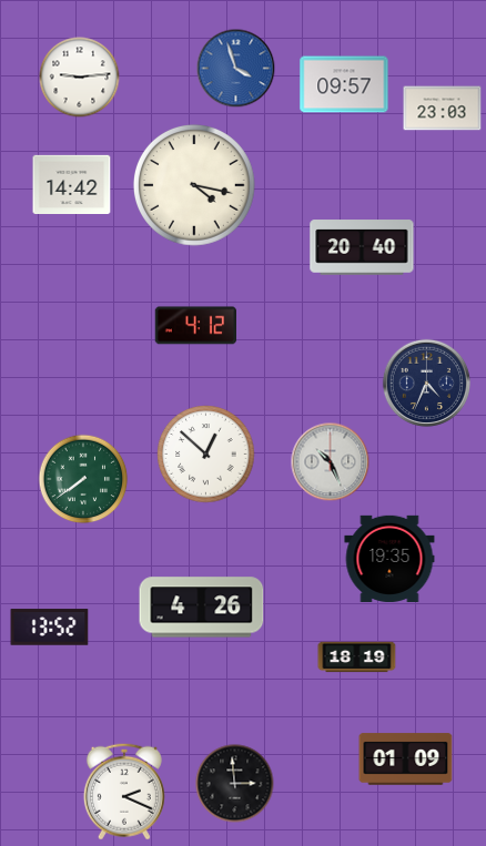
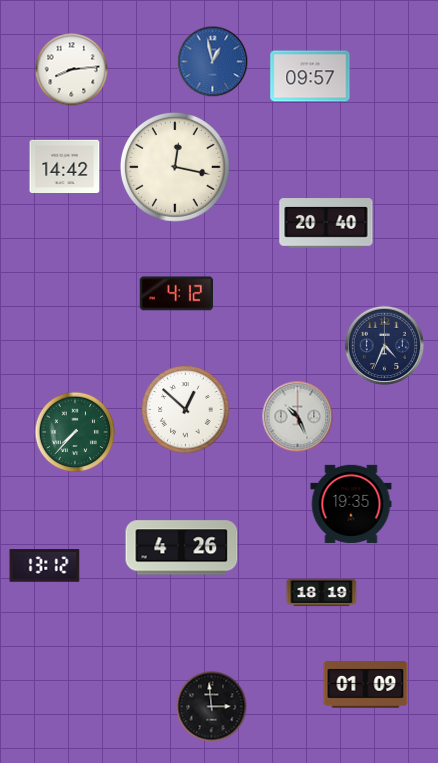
clock at (236, 69): 3:57 -> 12:58
clock at (80, 78): 9:14 -> 8:14
clock at (443, 109): 23:03 -> none
clock at (194, 185): 4:17 -> 12:17
clock at (83, 479): 7:39 -> 7:37
clock at (50, 628): 13:52 -> 13:12
clock at (124, 792): 2:19 -> none
